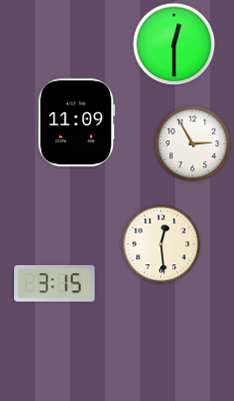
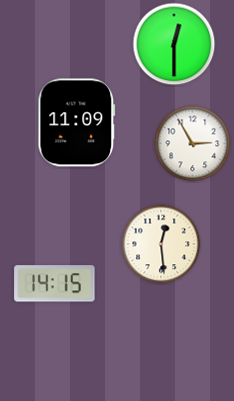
clock at (55, 284): 3:15 -> 14:15
